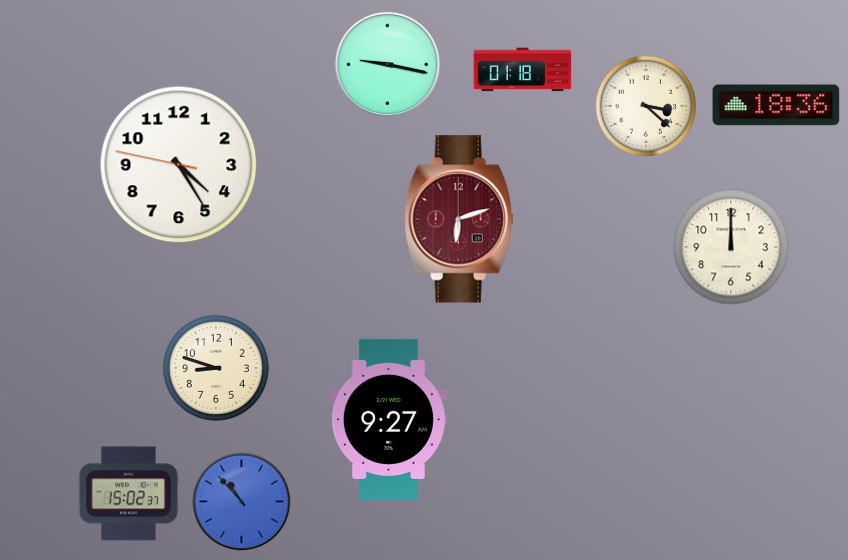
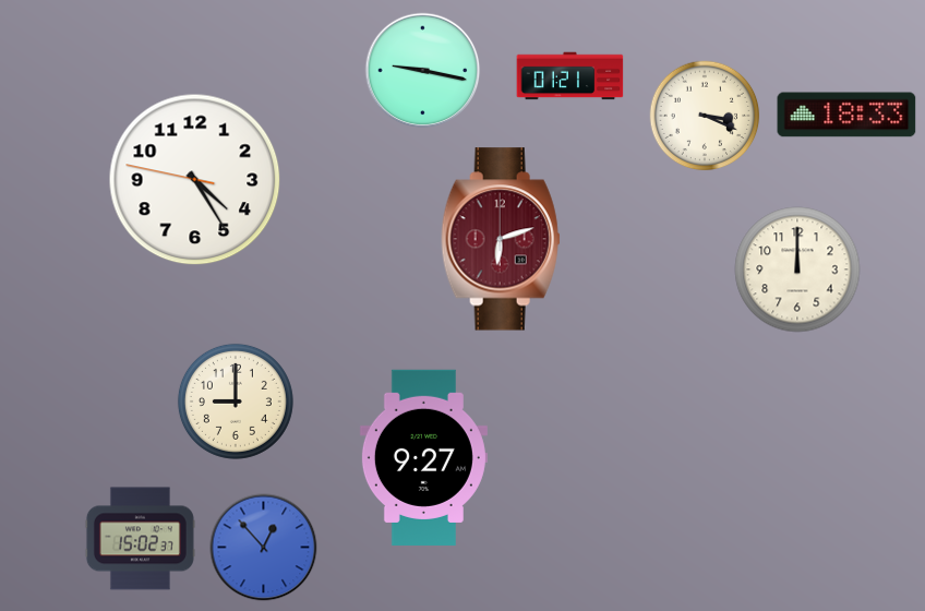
clock at (523, 70): 01:18 -> 01:21
clock at (776, 105): 18:36 -> 18:33
clock at (646, 106): 3:22 -> 3:19
clock at (216, 368): 8:48 -> 9:00
clock at (242, 502): 10:53 -> 12:53
